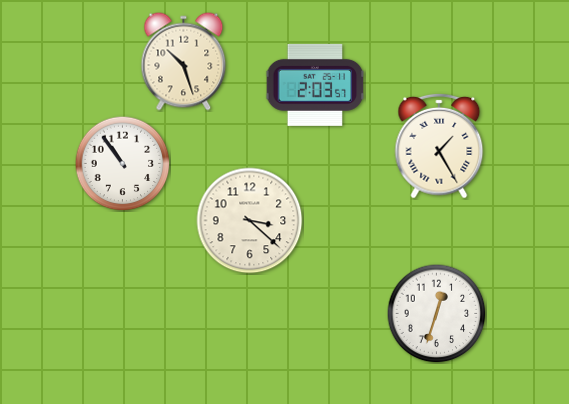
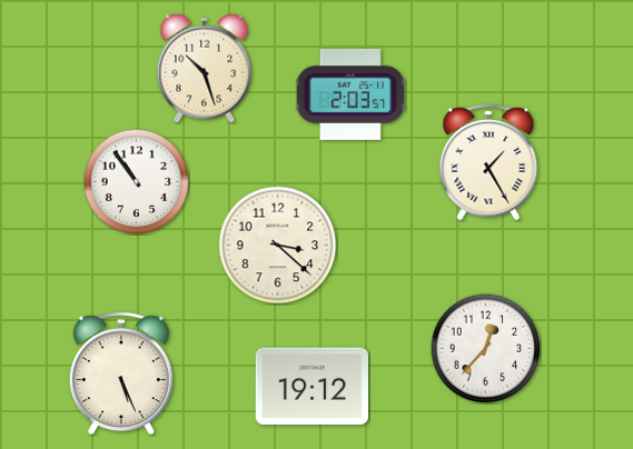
clock at (437, 314): 12:33 -> 12:37
clock at (121, 373): none -> 5:26
clock at (311, 387): none -> 19:12
